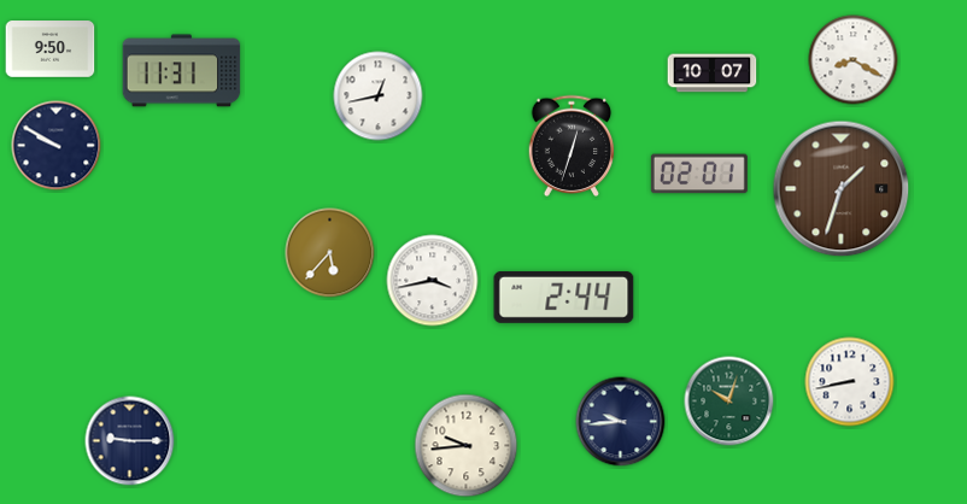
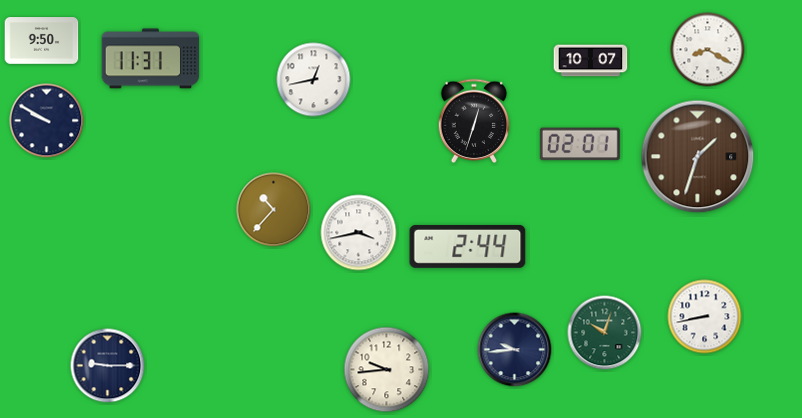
clock at (330, 253): 5:37 -> 10:37
